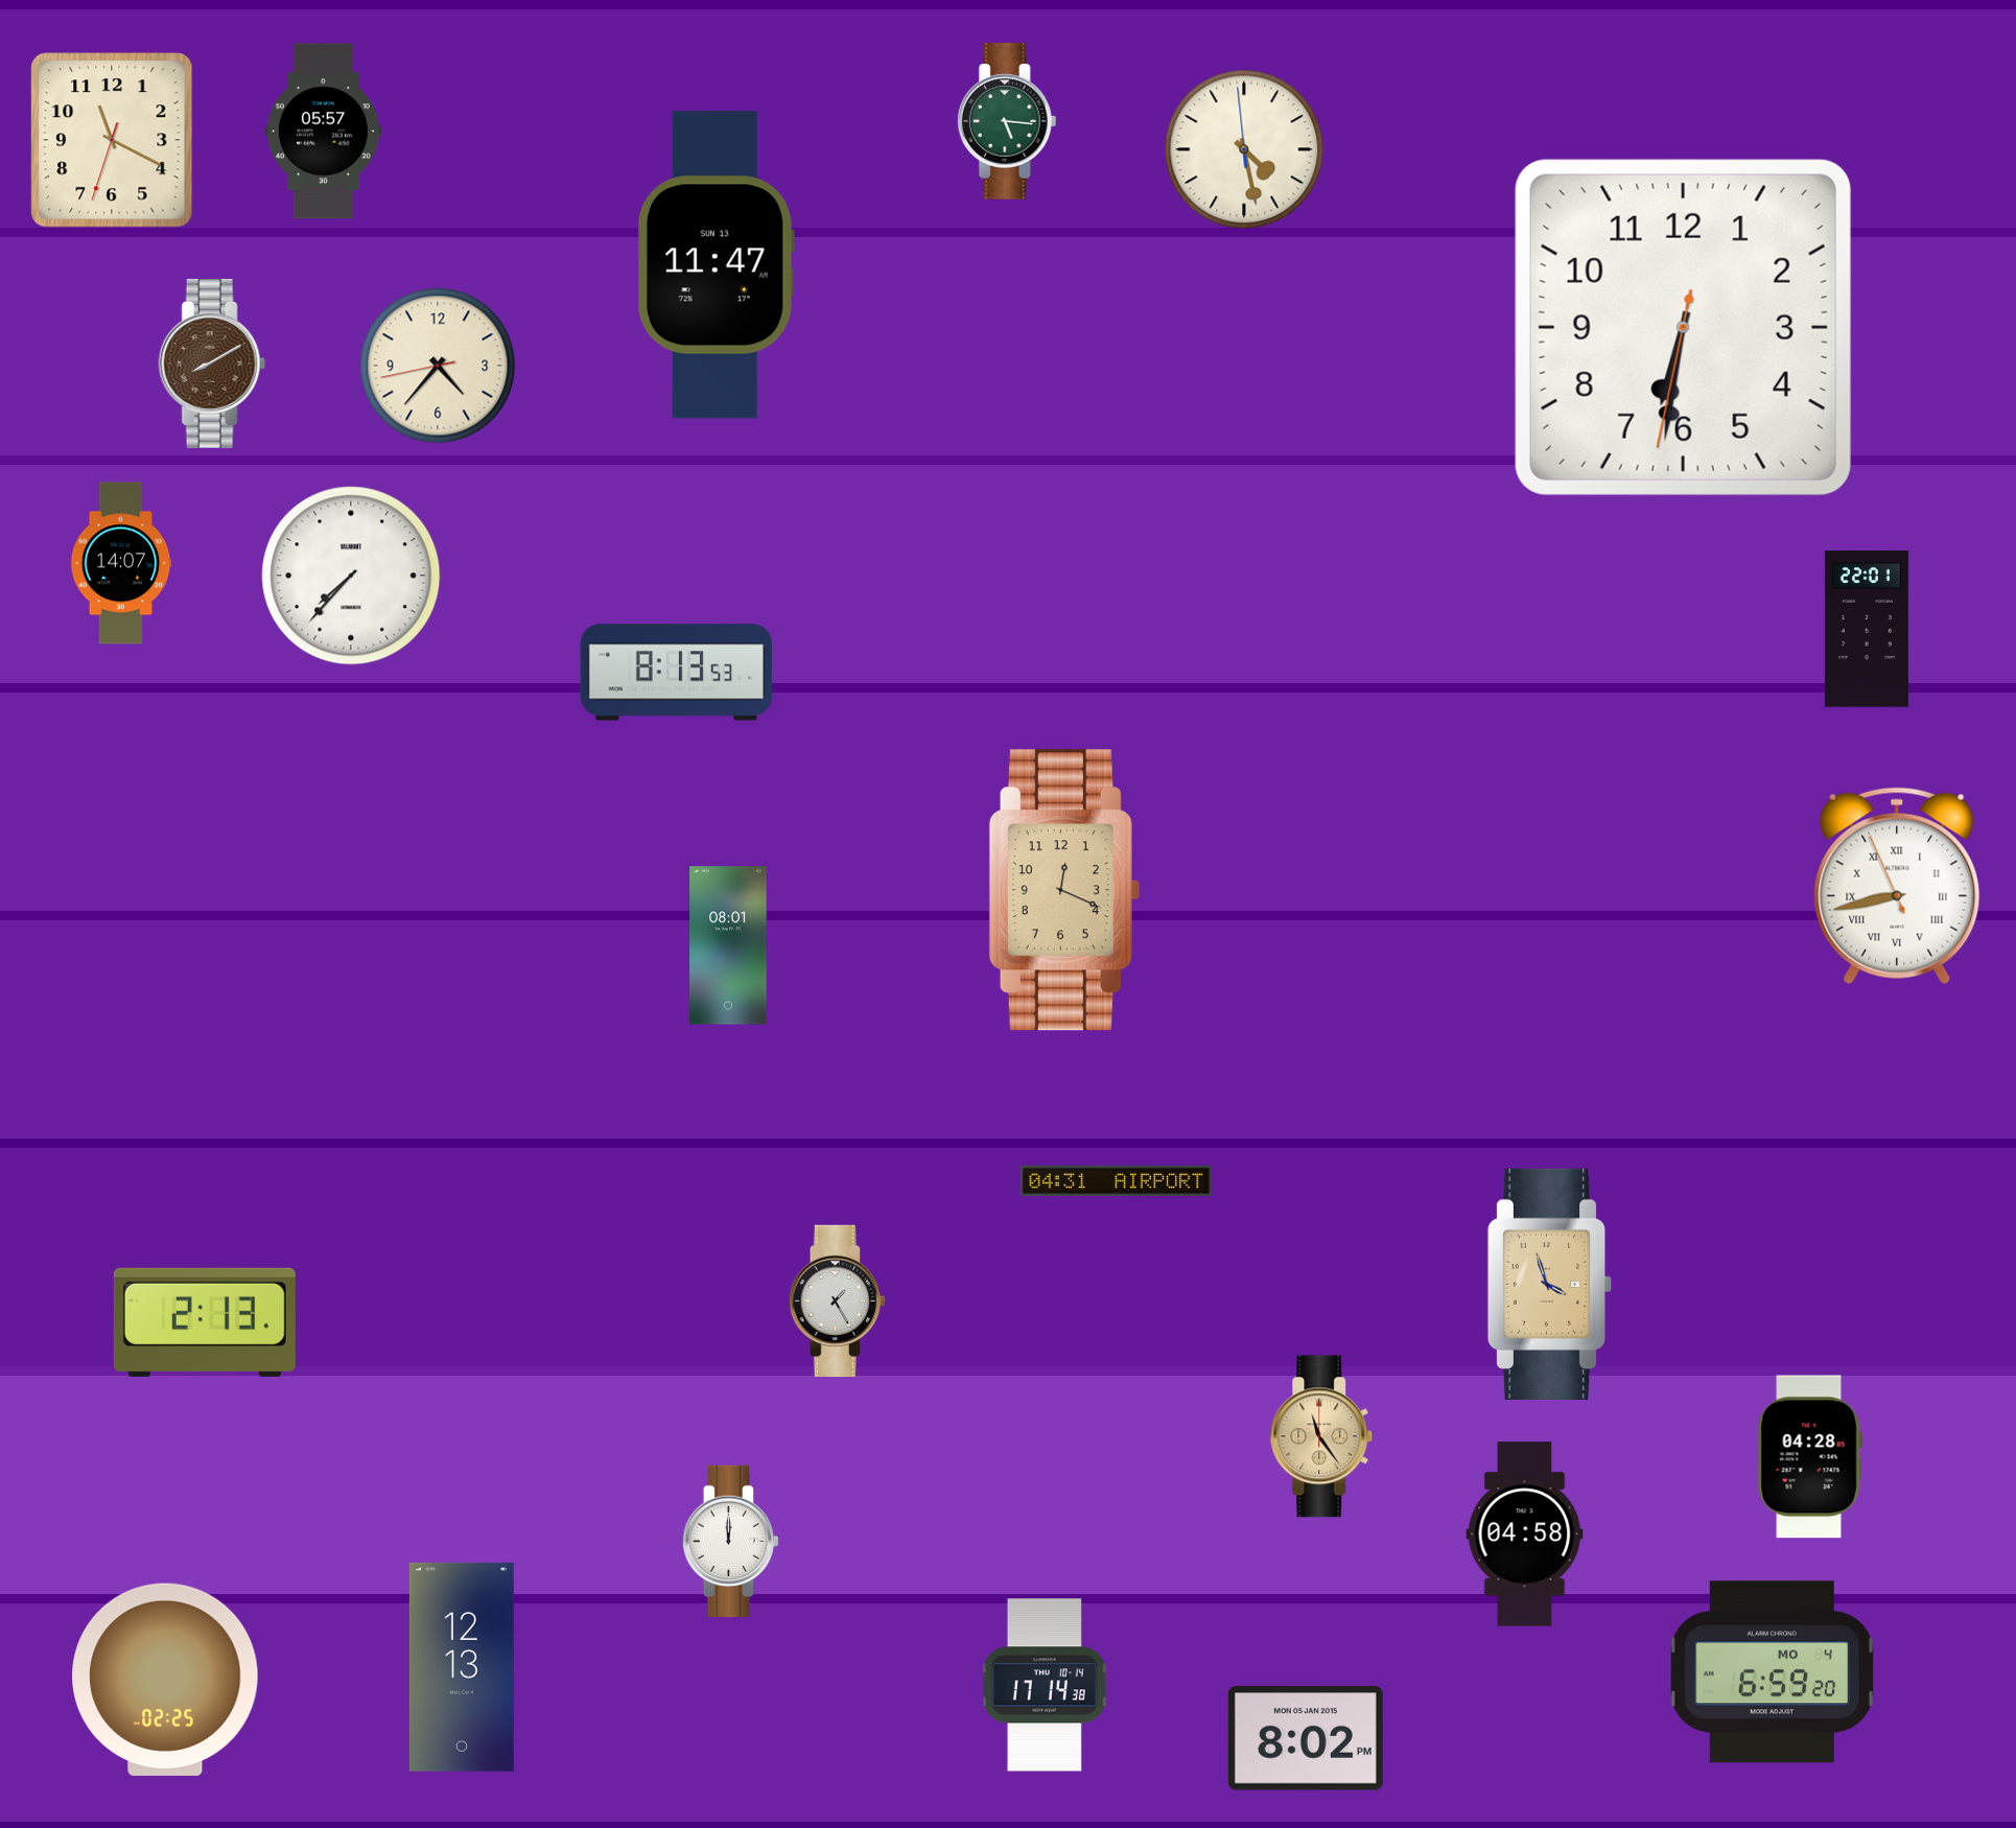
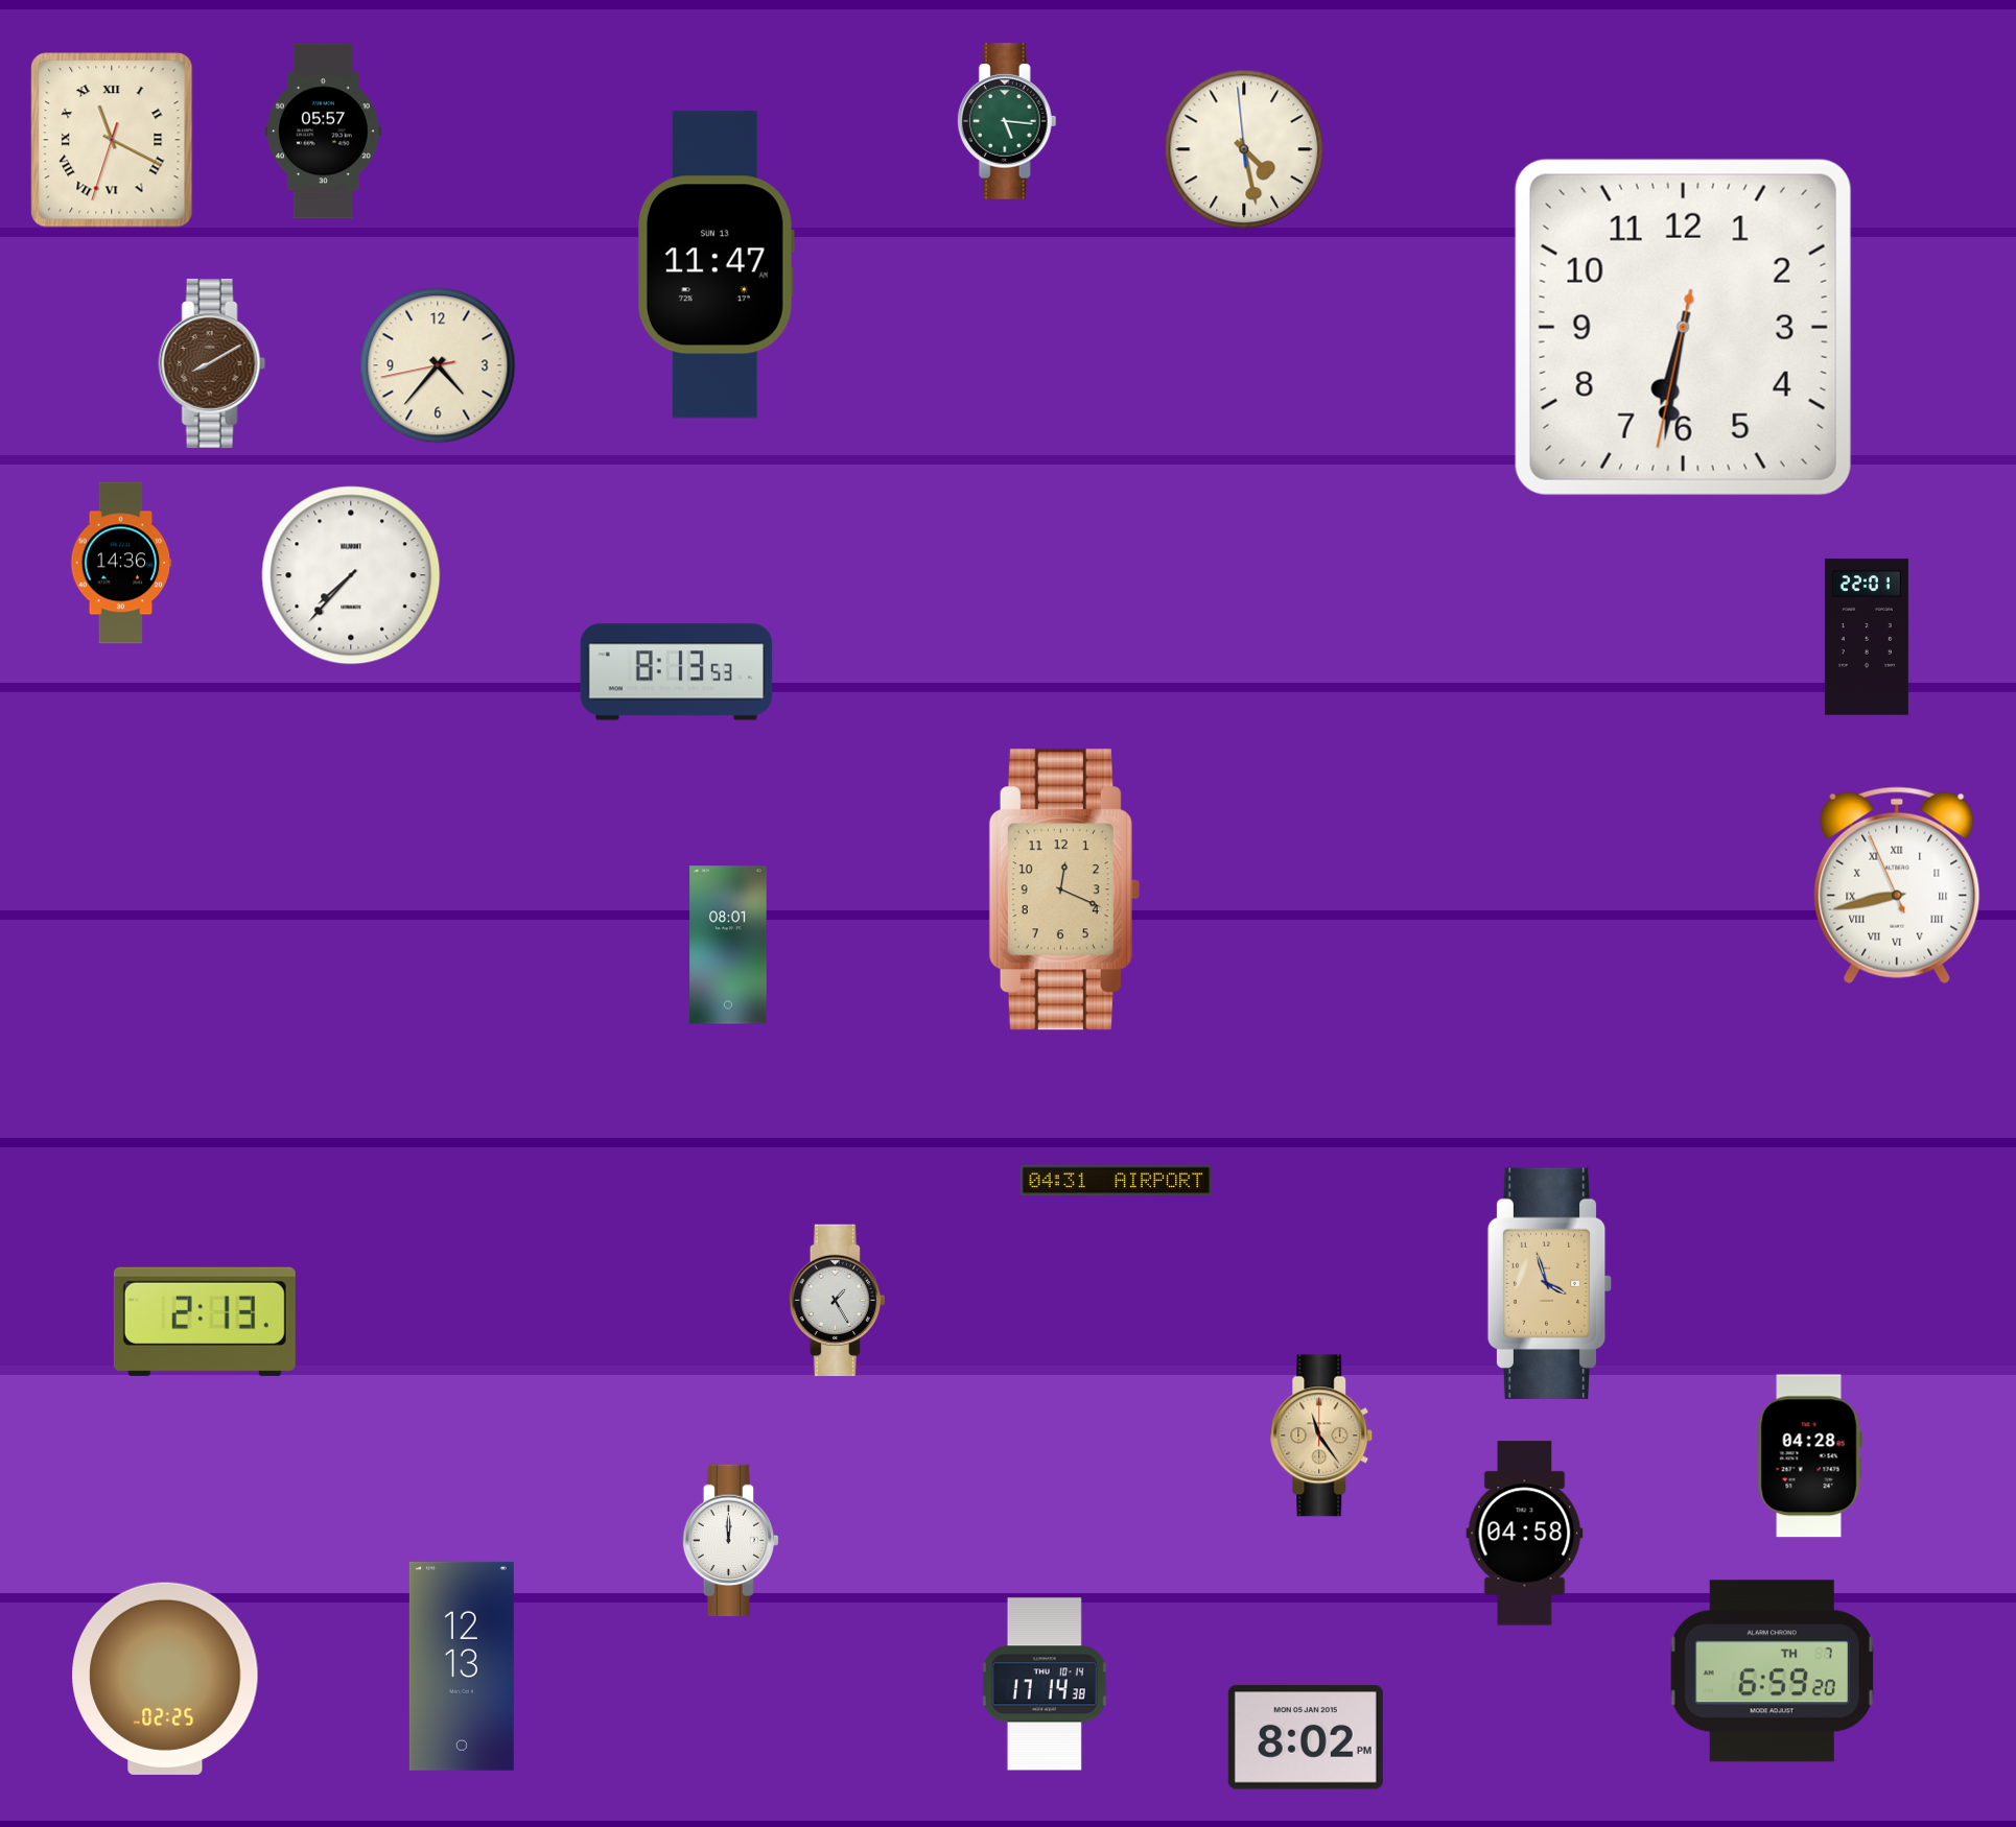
clock at (112, 140) numerals: Arabic -> Roman
clock at (121, 563): 14:07 -> 14:36
clock at (1867, 629) position: (1867, 629) -> (1867, 637)
clock at (1772, 1672) date: MO 4 -> TH 7
